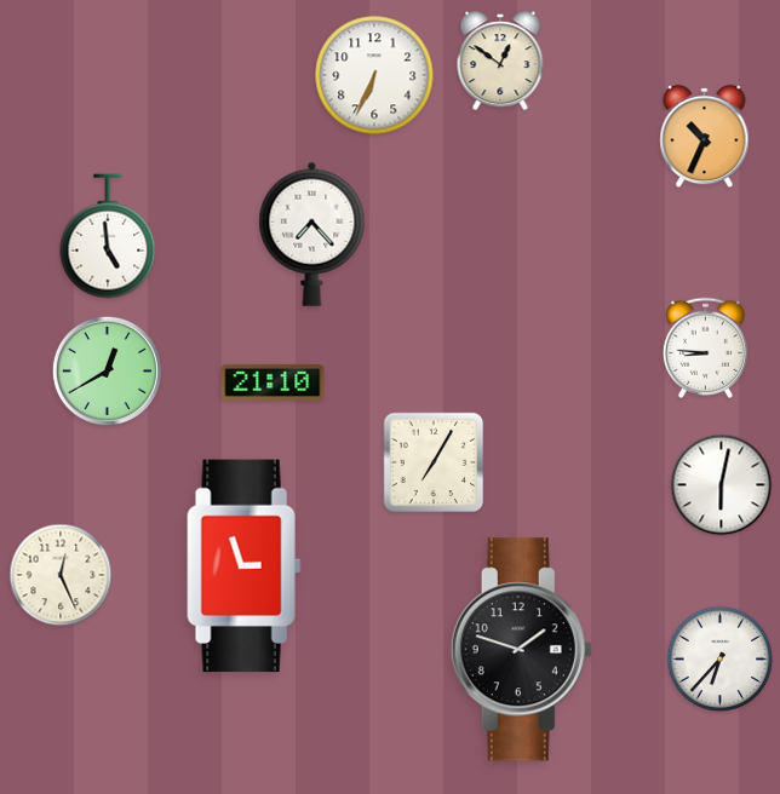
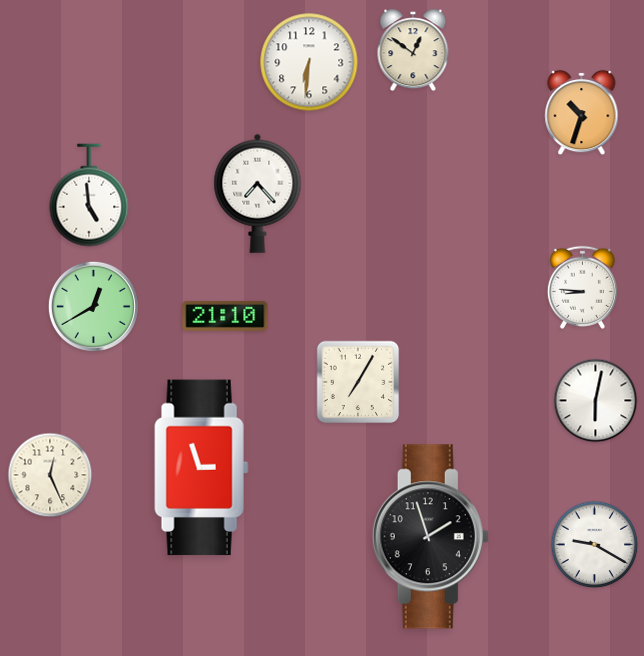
clock at (374, 75): 6:34 -> 6:31
clock at (705, 137): 10:34 -> 10:33
clock at (107, 370) position: (107, 370) -> (93, 306)
clock at (521, 650): 1:48 -> 1:57
clock at (721, 660): 6:37 -> 9:20
